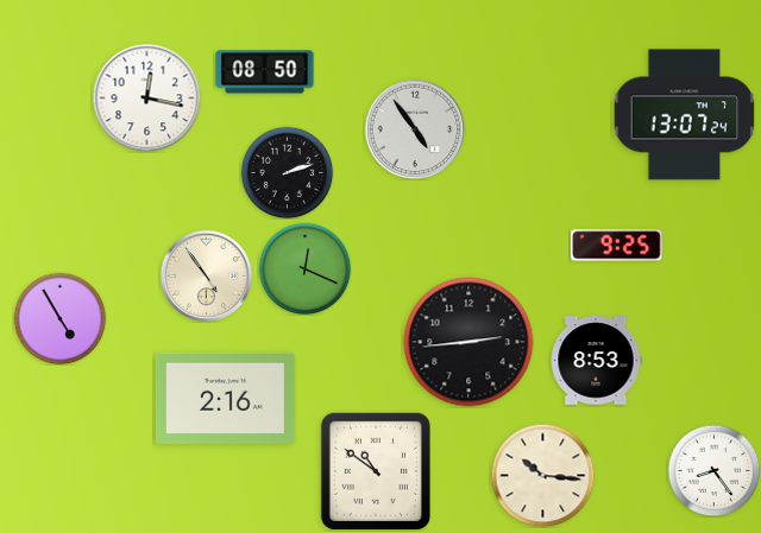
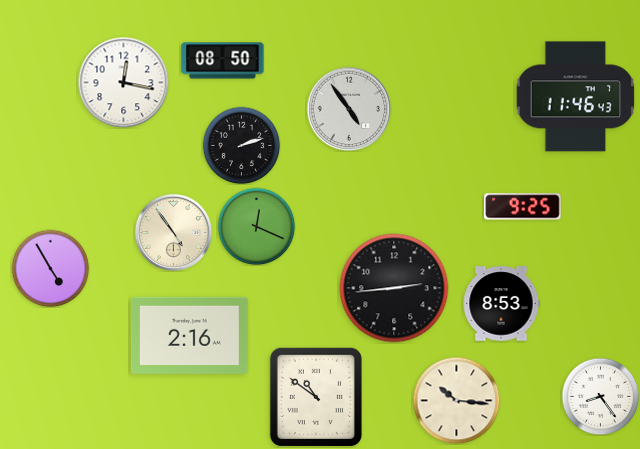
clock at (685, 115): 13:07 -> 11:46
clock at (617, 246) position: (617, 246) -> (523, 207)
